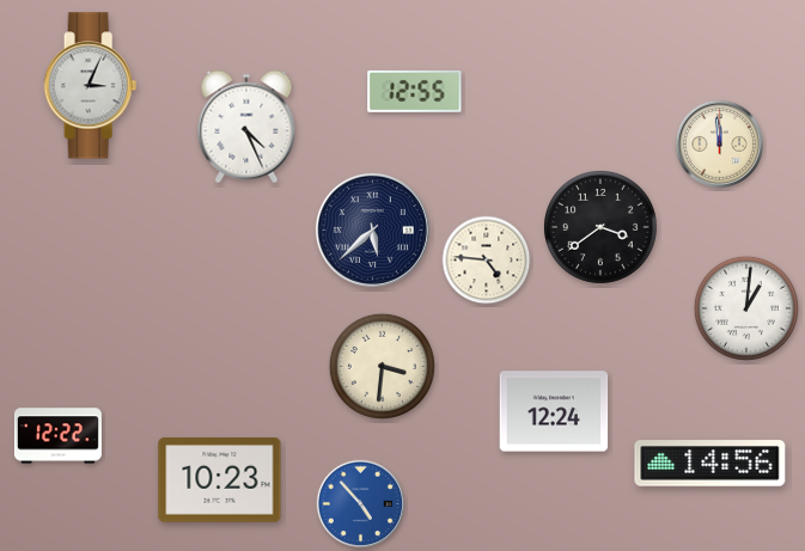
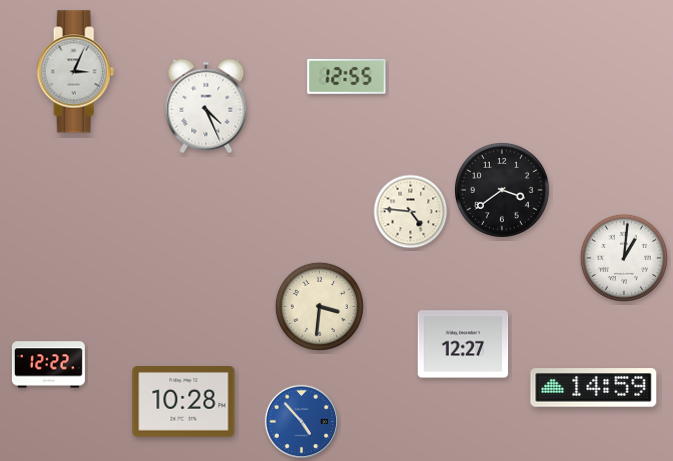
clock at (719, 143): 11:59 -> none
clock at (372, 229): 5:38 -> none
clock at (487, 261) position: (487, 261) -> (411, 212)
clock at (554, 411): 12:24 -> 12:27
clock at (711, 464): 14:56 -> 14:59
clock at (220, 480): 10:23 -> 10:28
